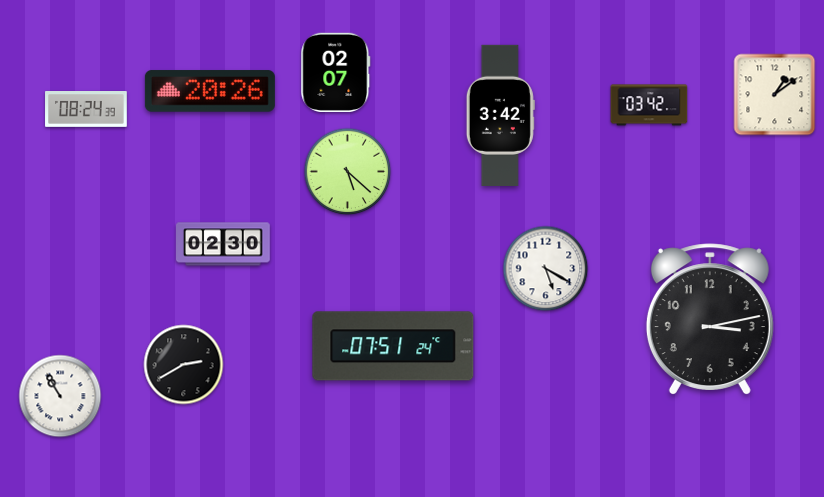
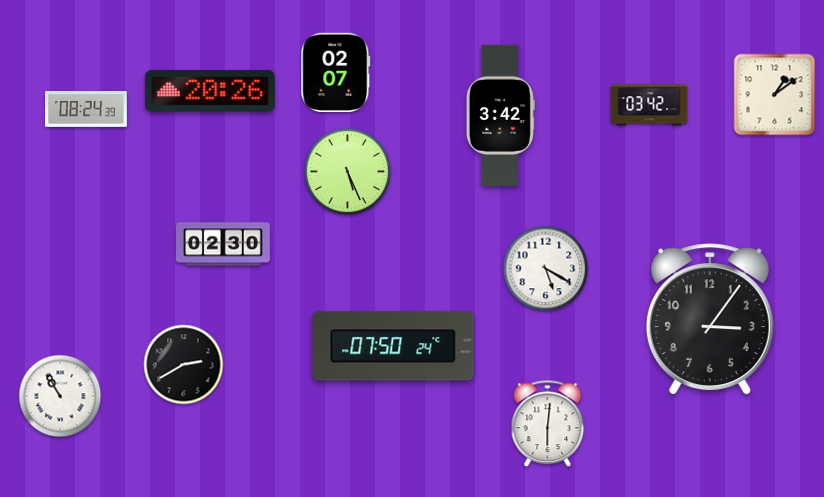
clock at (348, 172): 5:22 -> 5:26
clock at (710, 319): 3:13 -> 3:06
clock at (393, 346): 07:51 -> 07:50
clock at (548, 424): none -> 6:01
